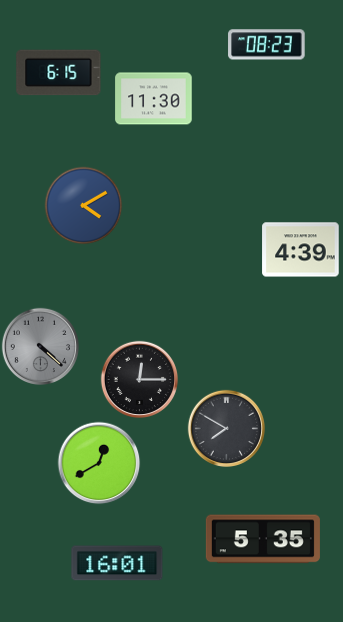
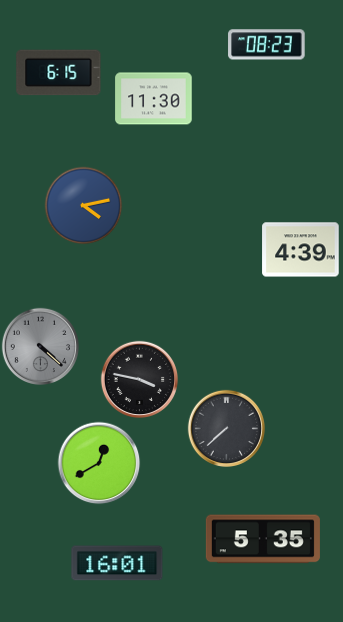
clock at (83, 205): 4:10 -> 4:13
clock at (139, 379): 12:15 -> 3:47
clock at (226, 428): 7:50 -> 7:38
